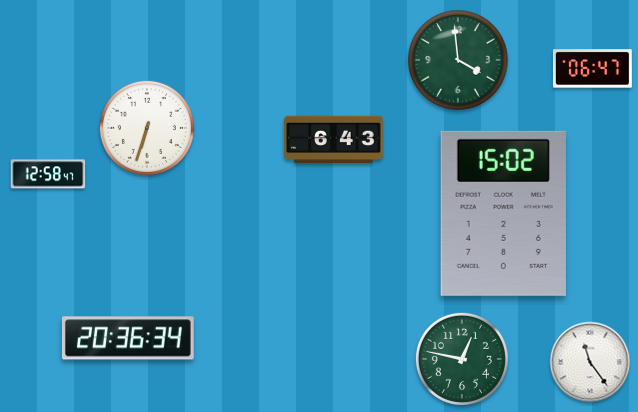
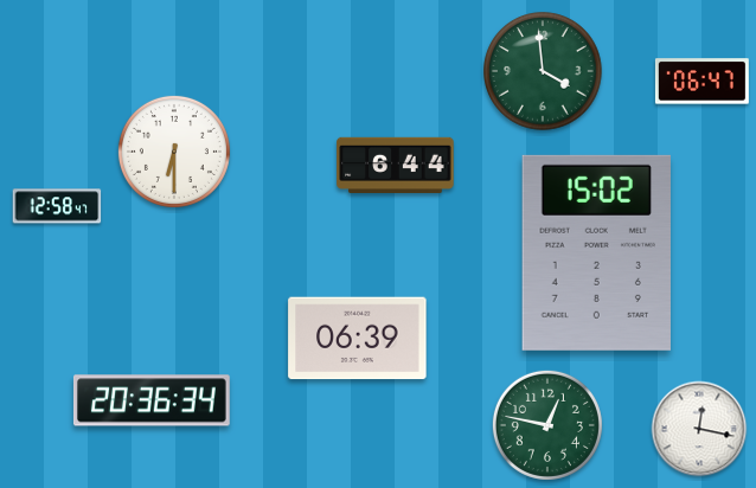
clock at (147, 128): 6:33 -> 6:30
clock at (334, 140): 6:43 -> 6:44
clock at (358, 339): none -> 06:39
clock at (590, 362): 11:24 -> 12:17
